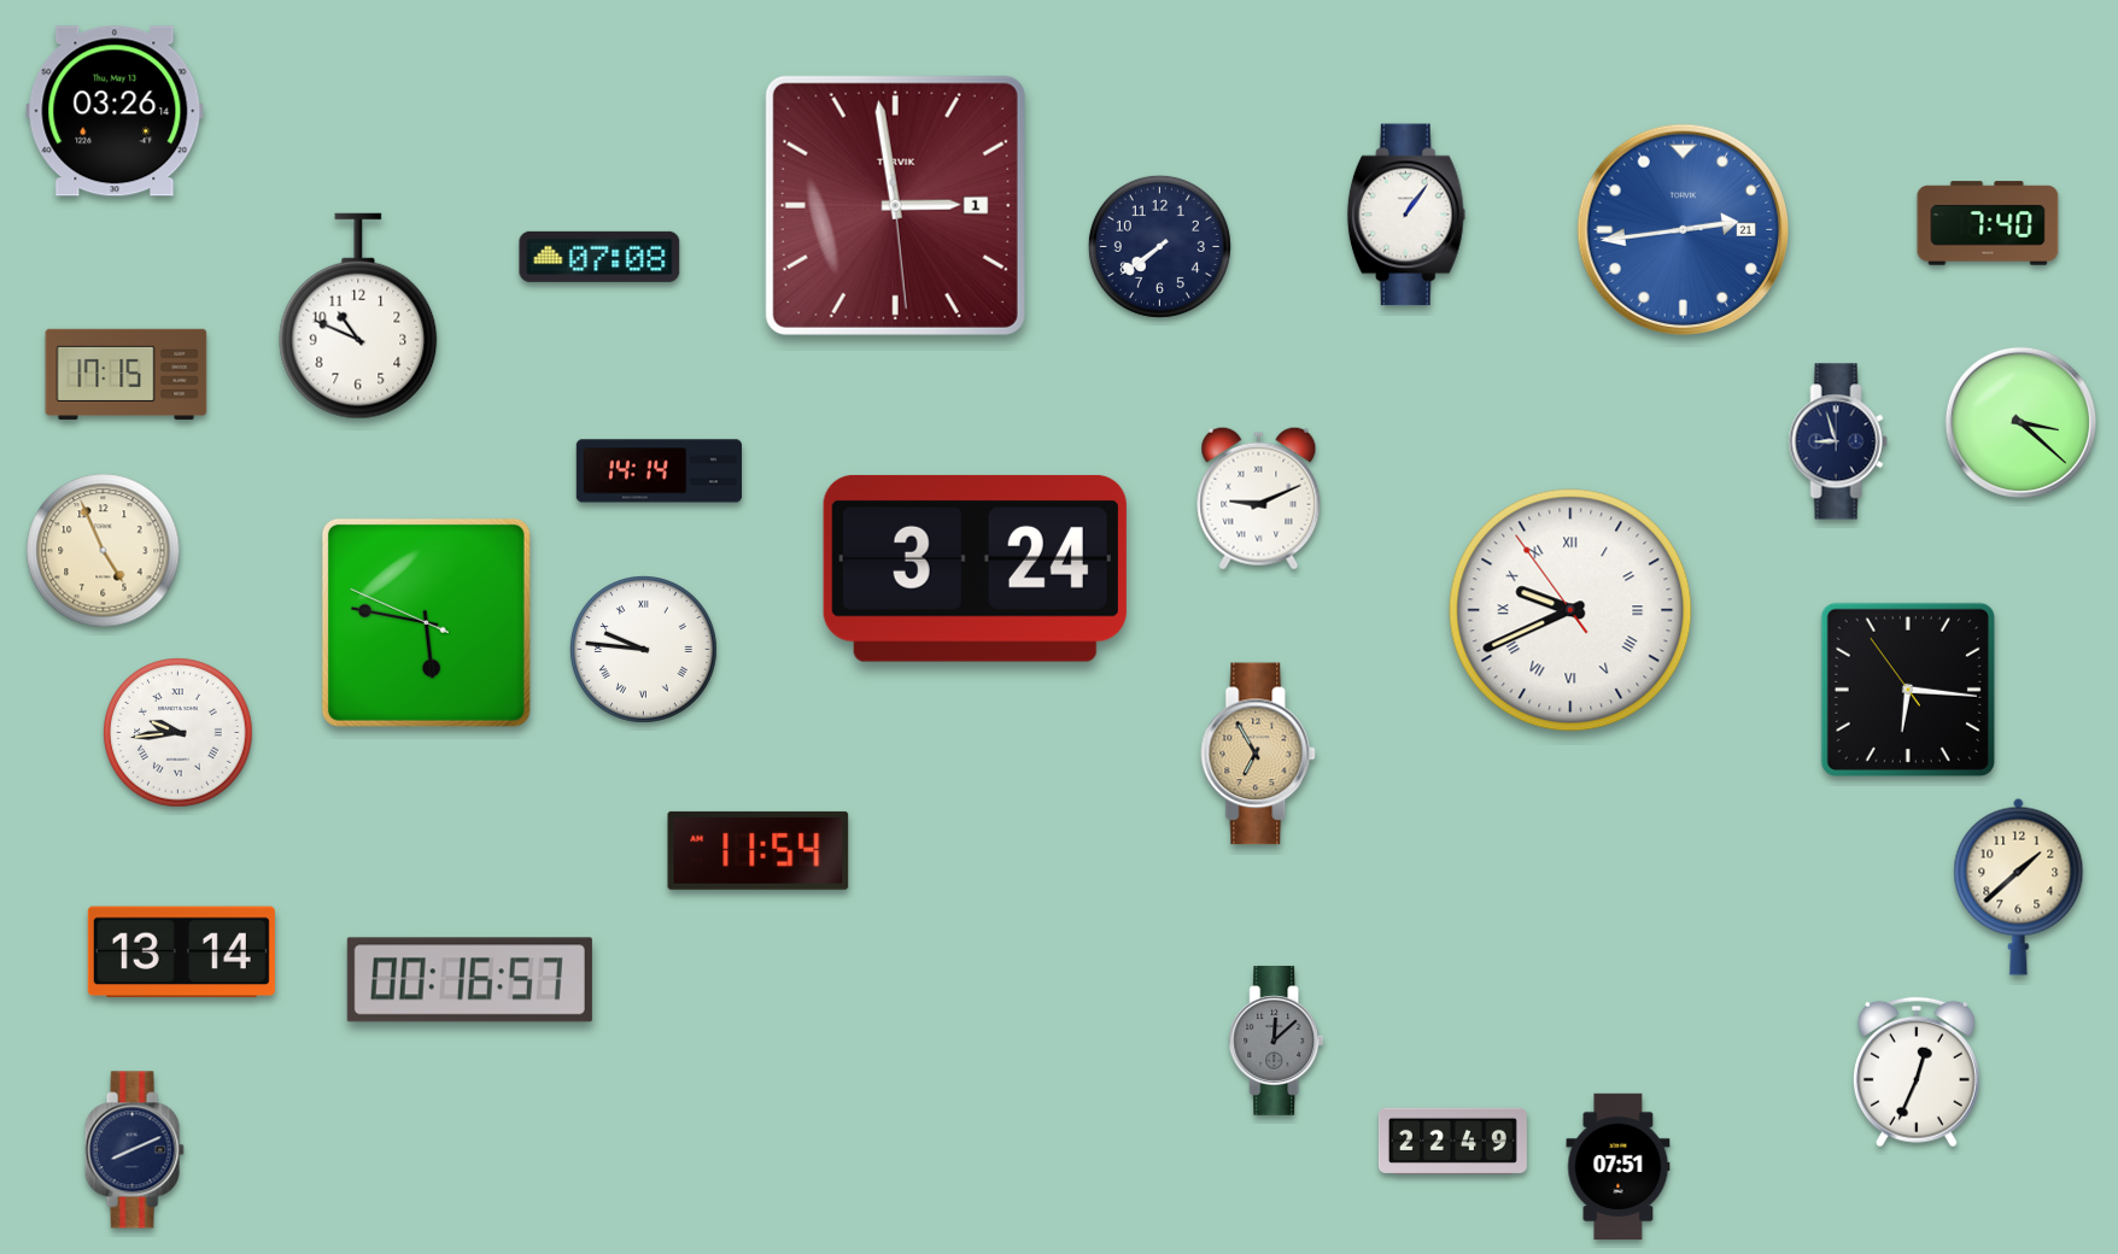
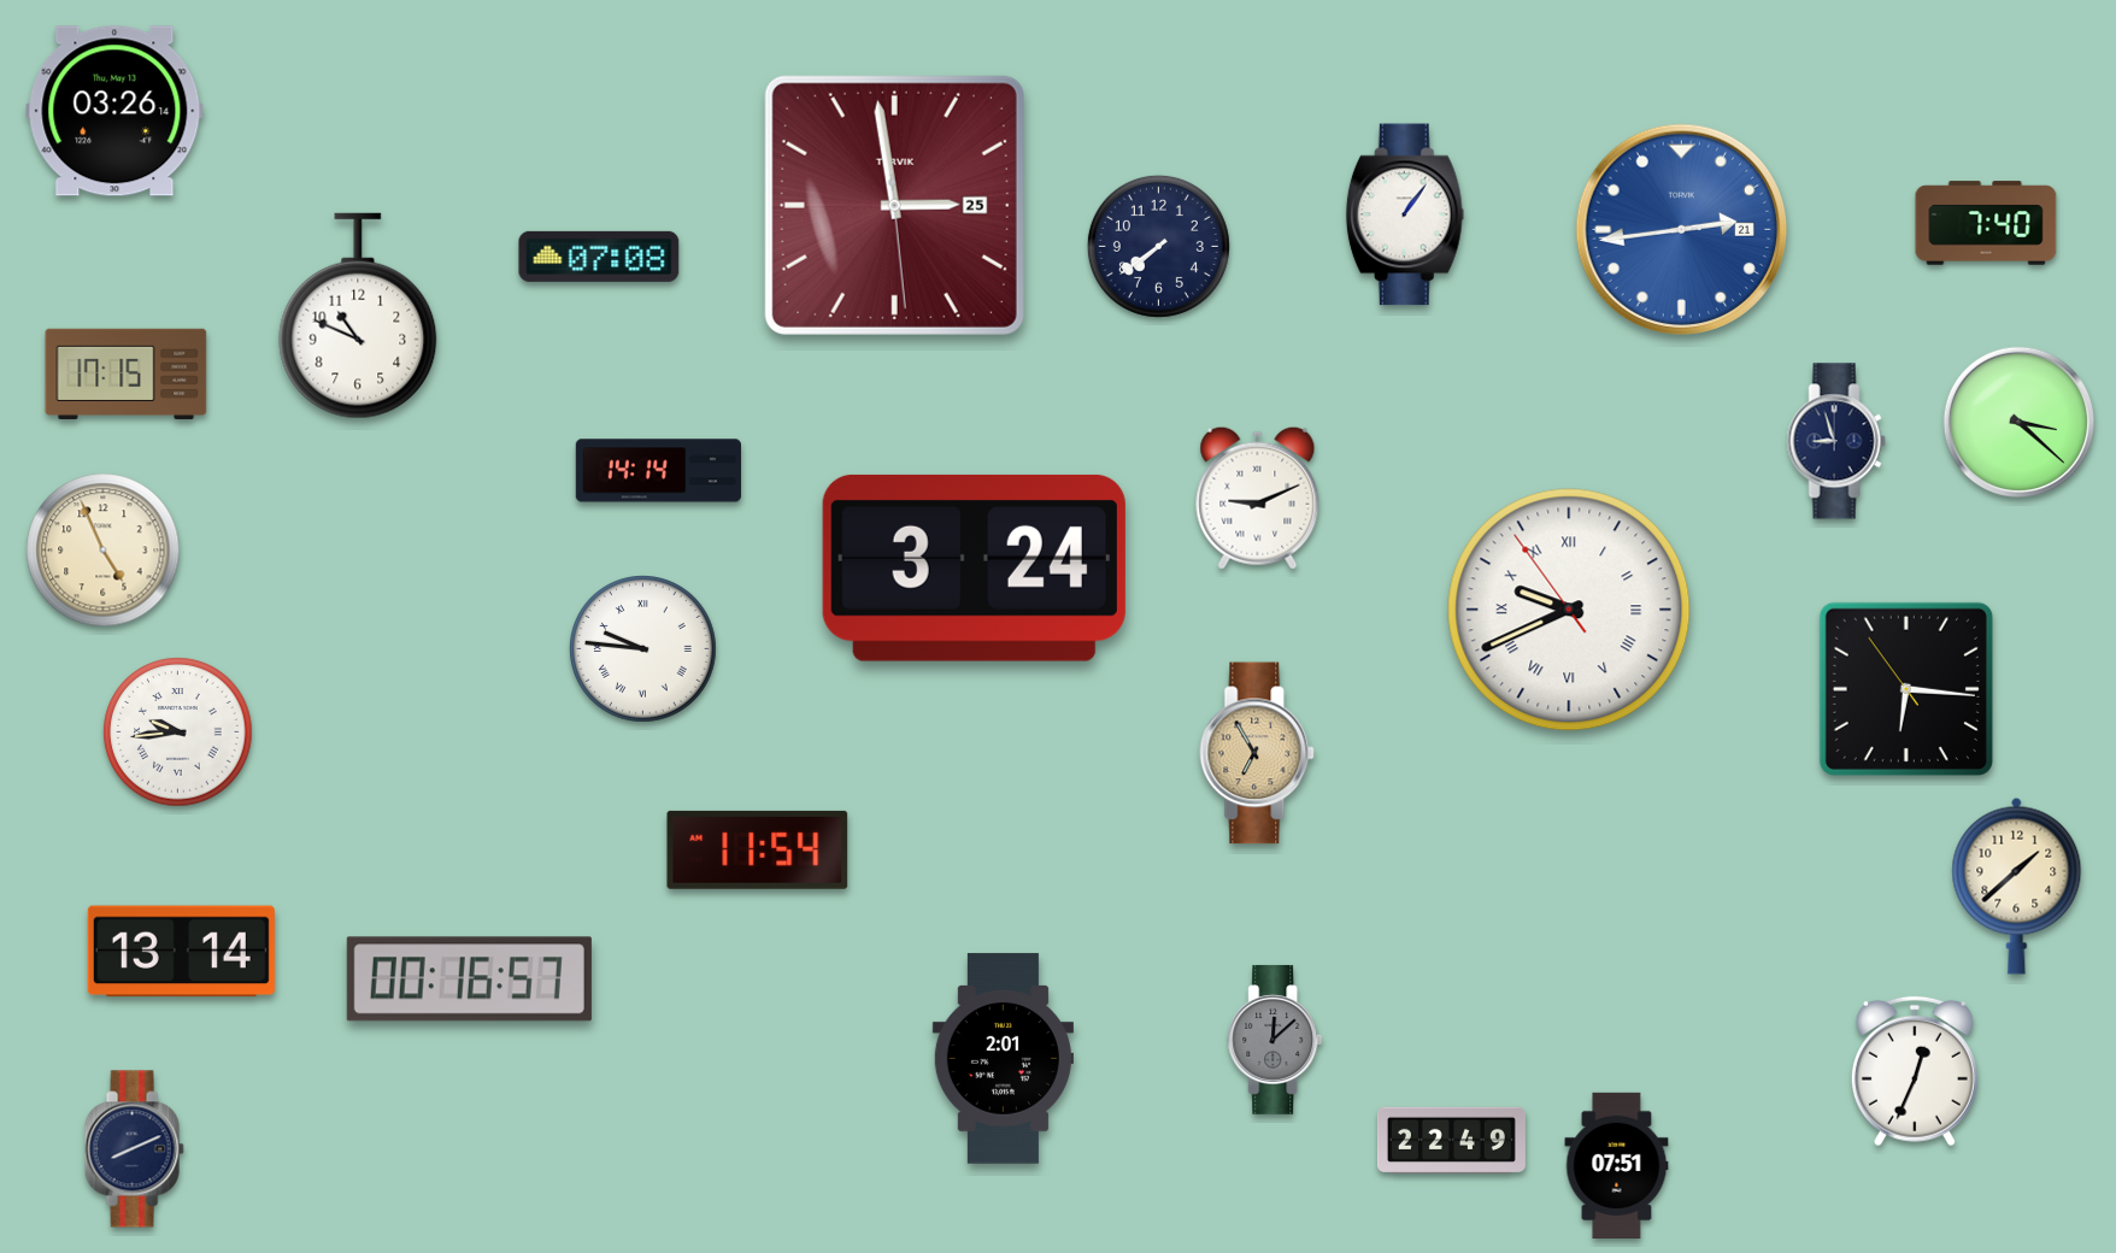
clock at (895, 205) date: 1 -> 25
clock at (426, 622): 5:46 -> none
clock at (1003, 1059): none -> 2:01
